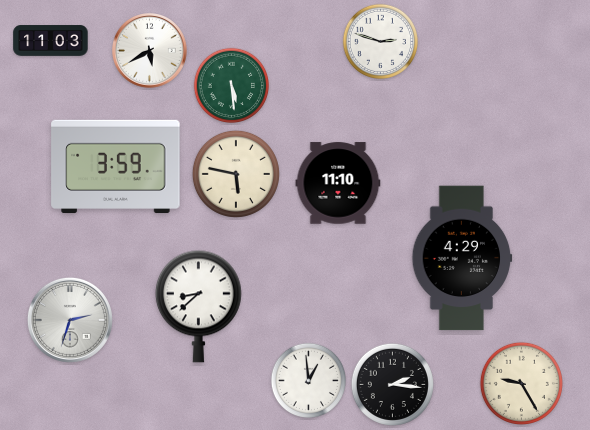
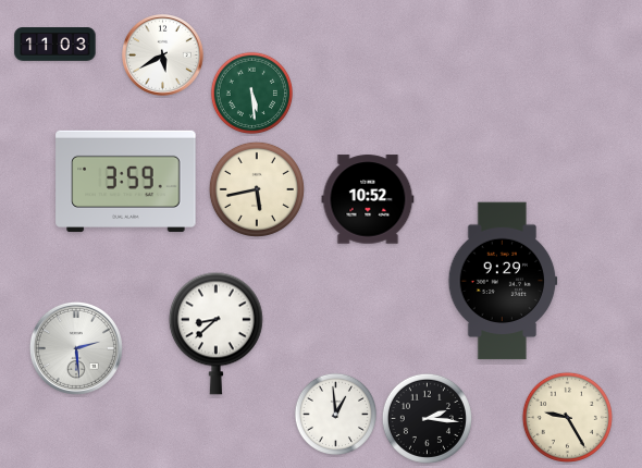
clock at (380, 41): 2:48 -> none
clock at (236, 174): 5:47 -> 5:43
clock at (338, 183): 11:10 -> 10:52
clock at (462, 258): 4:29 -> 9:29
clock at (70, 320): 2:33 -> 2:29
